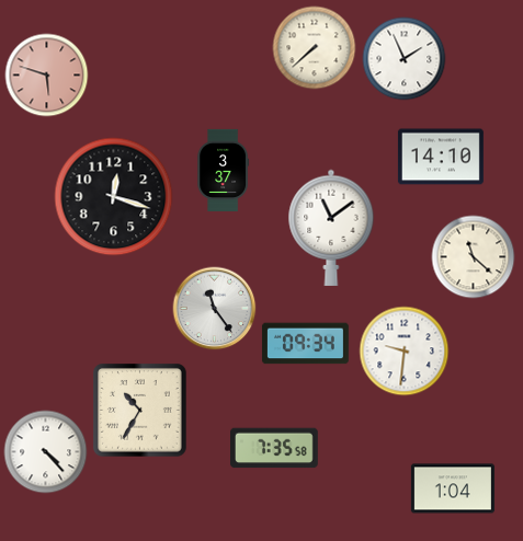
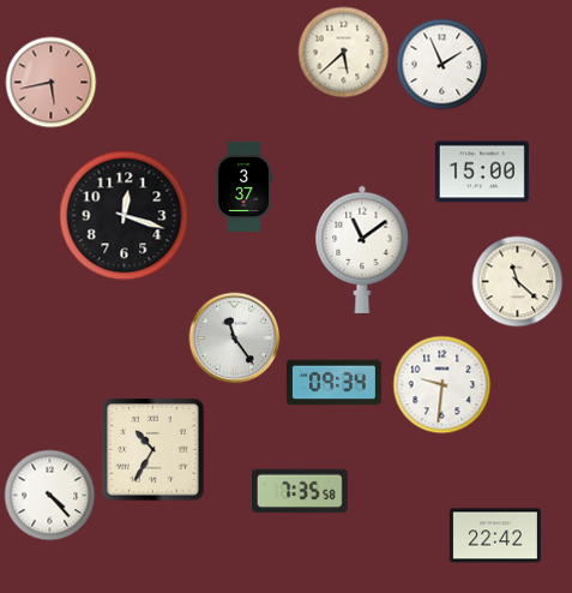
clock at (315, 48): 7:38 -> 5:38
clock at (47, 76): 5:48 -> 5:43
clock at (441, 157): 14:10 -> 15:00
clock at (305, 344) position: (305, 344) -> (333, 383)
clock at (453, 488): 1:04 -> 22:42
